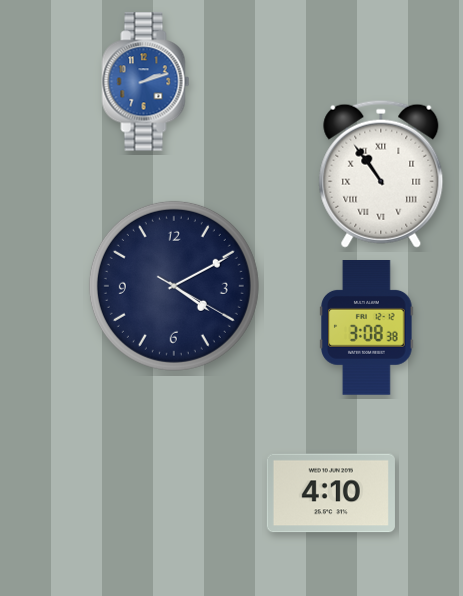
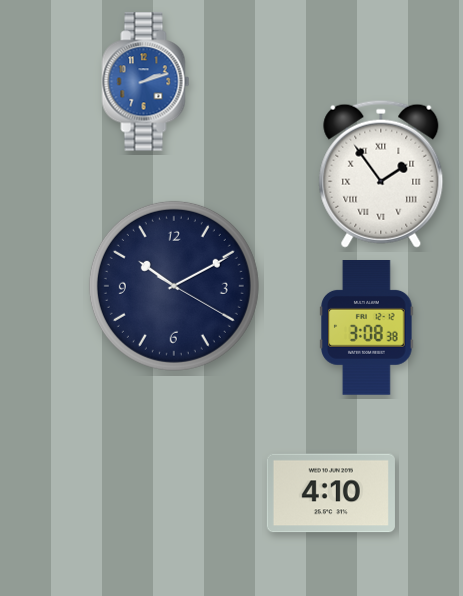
clock at (381, 174): 10:54 -> 1:54
clock at (174, 286): 4:10 -> 10:10
